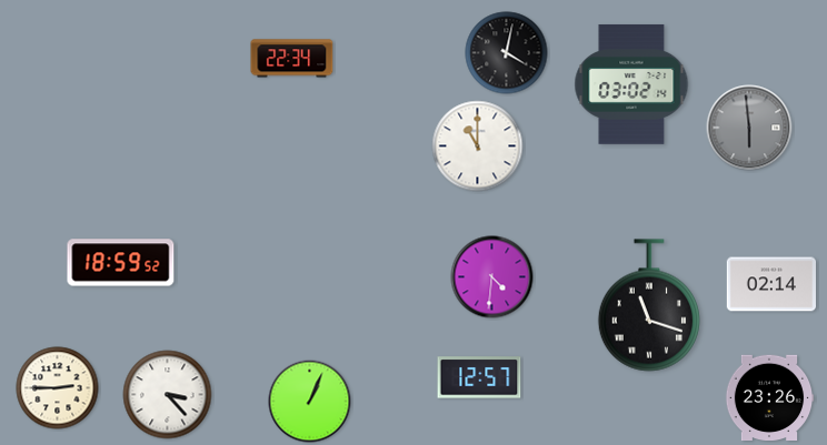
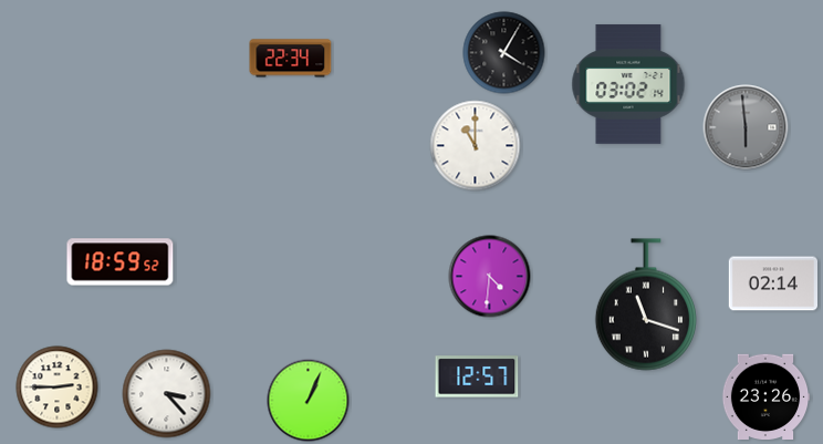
clock at (507, 53): 4:02 -> 4:05
clock at (770, 284) position: (770, 284) -> (772, 283)
